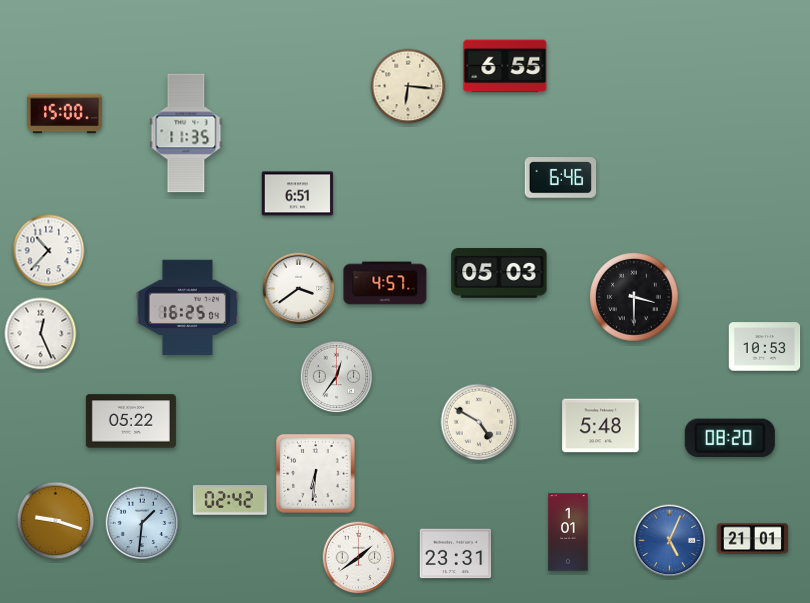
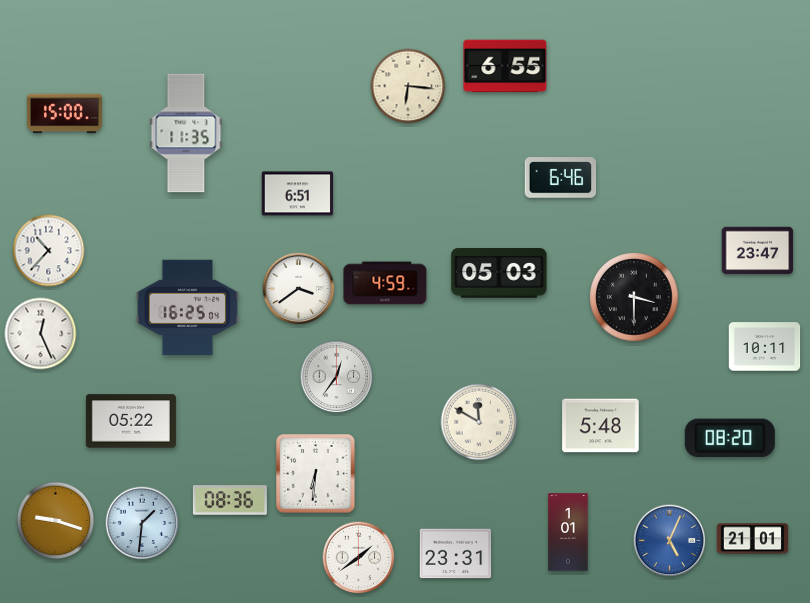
clock at (758, 251): none -> 23:47
clock at (385, 283): 4:57 -> 4:59
clock at (765, 347): 10:53 -> 10:11
clock at (479, 422): 4:50 -> 11:50
clock at (230, 500): 02:42 -> 08:36
